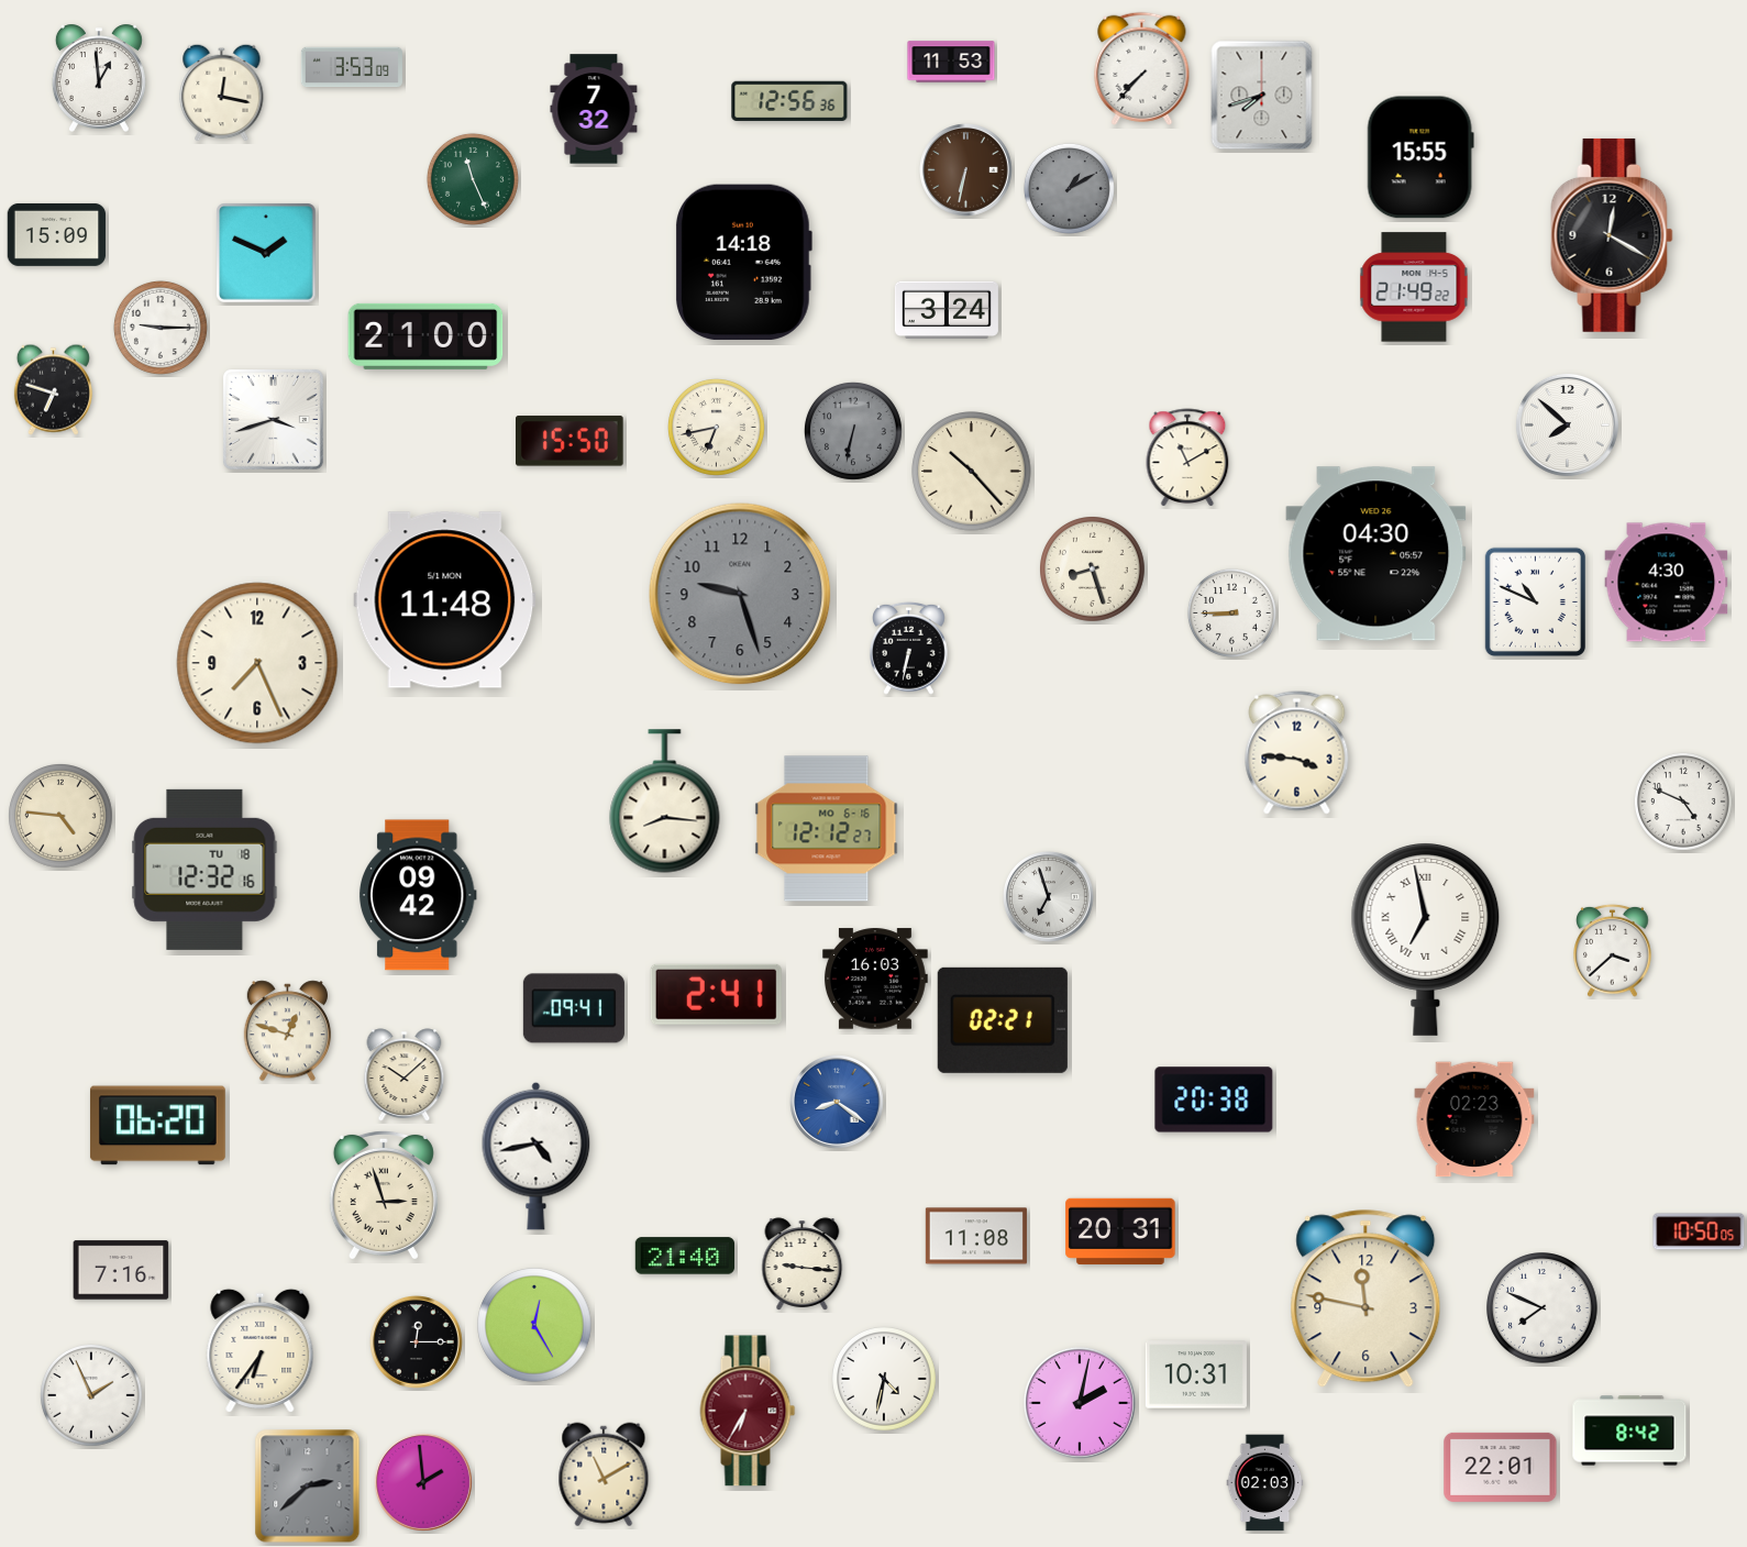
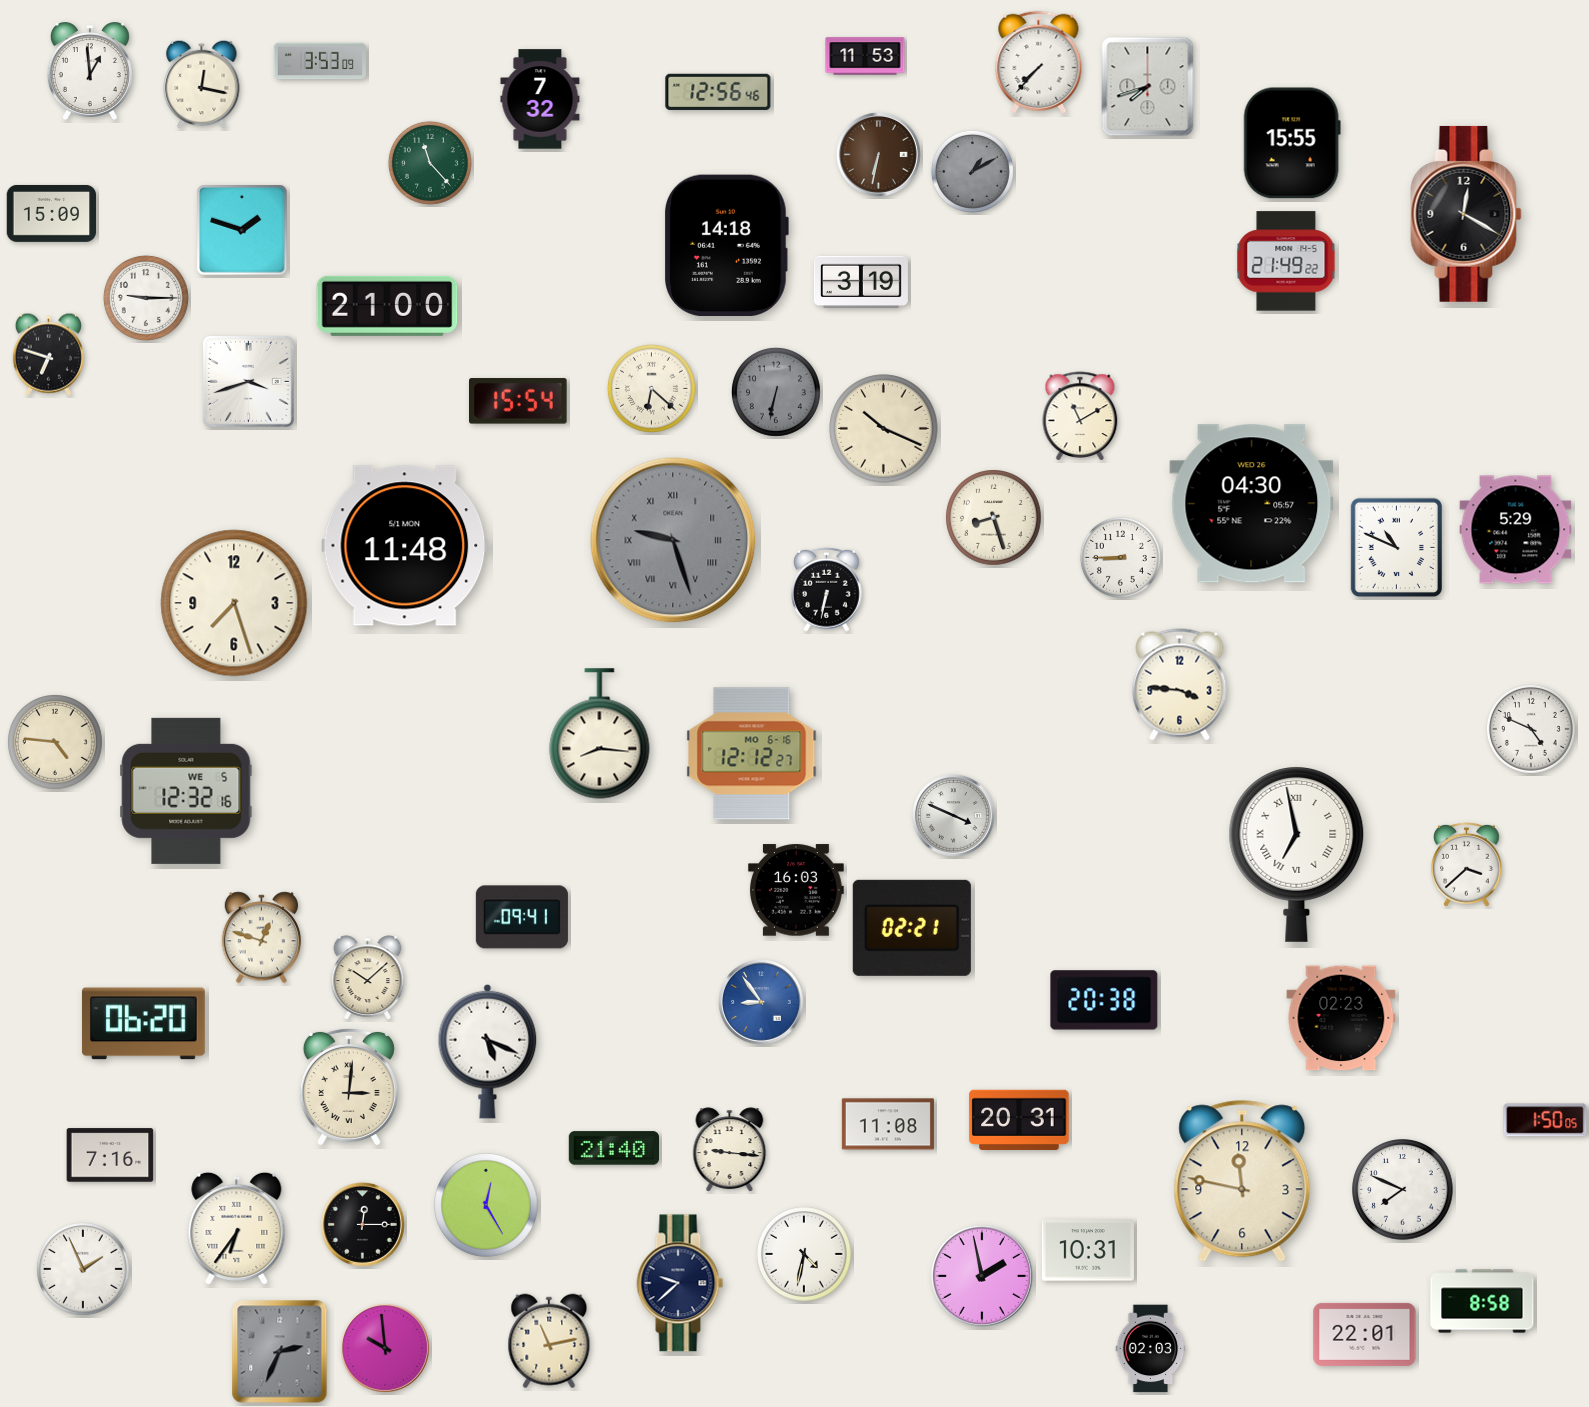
clock at (789, 101): 12:56:36 -> 12:56:46
clock at (473, 179): 11:26 -> 11:23
clock at (266, 253): 1:49 -> 1:48
clock at (744, 262) position: (744, 262) -> (727, 245)
clock at (947, 309): 3:24 -> 3:19
clock at (1567, 424): 7:52 -> none
clock at (716, 427): 6:43 -> 6:22
clock at (571, 441): 15:50 -> 15:54
clock at (972, 472): 10:23 -> 10:19
clock at (1667, 583): 4:30 -> 5:29
clock at (740, 594) numerals: Arabic -> Roman
clock at (257, 663): 7:26 -> 7:27
clock at (665, 802) position: (665, 802) -> (600, 734)
clock at (204, 870) date: TU 18 -> WE 5
clock at (418, 895): 09:42 -> none
clock at (1049, 897): 6:57 -> 3:49
clock at (716, 994): 2:41 -> none
clock at (838, 1103): 8:21 -> 8:54
clock at (537, 1156): 4:43 -> 5:19
clock at (384, 1194): 2:57 -> 3:01
clock at (1699, 1231): 10:50 -> 1:50
clock at (684, 1256) position: (684, 1256) -> (613, 1148)
clock at (417, 1342) position: (417, 1342) -> (363, 1225)
clock at (1080, 1403): 2:02 -> 1:58
clock at (748, 1411): 6:35 -> 9:38
clock at (748, 1411) dial: burgundy -> navy
clock at (1629, 1430): 8:42 -> 8:58
clock at (604, 1474): 11:10 -> 11:13
clock at (423, 1482): 1:59 -> 9:59
clock at (308, 1487): 2:38 -> 2:34
